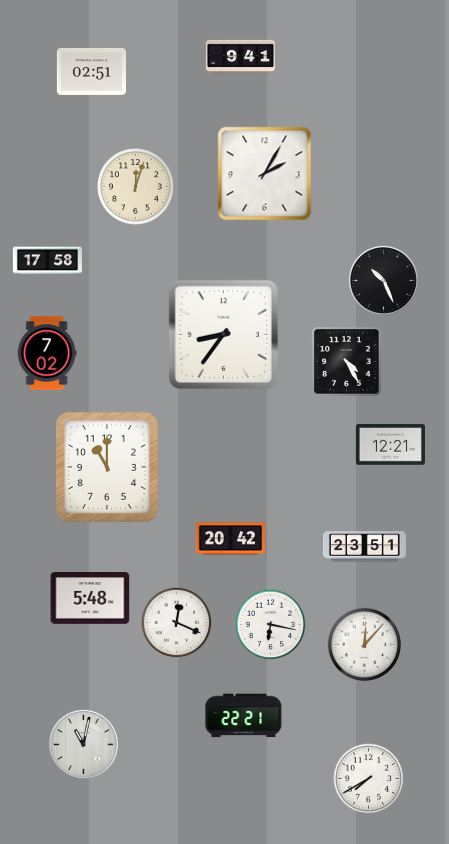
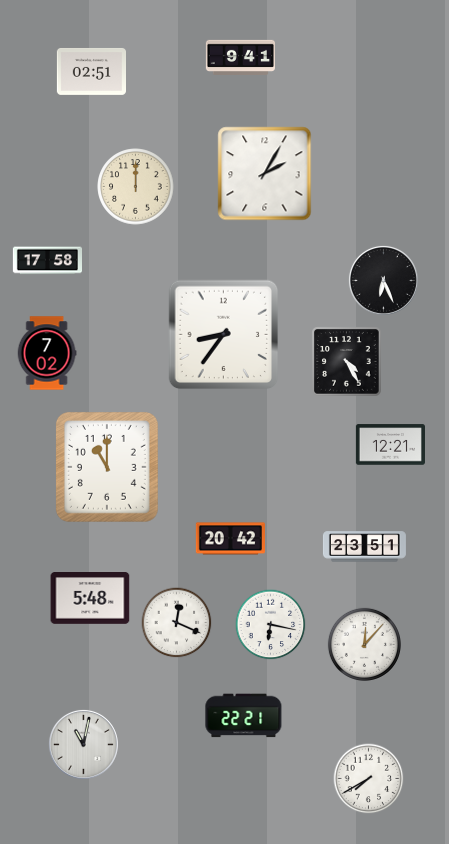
clock at (136, 187): 12:03 -> 12:00
clock at (383, 280): 10:26 -> 6:26
